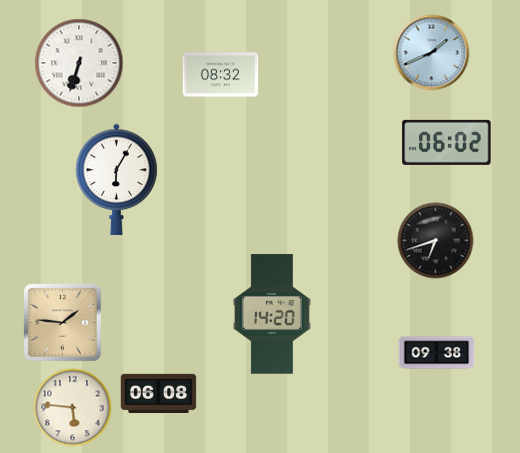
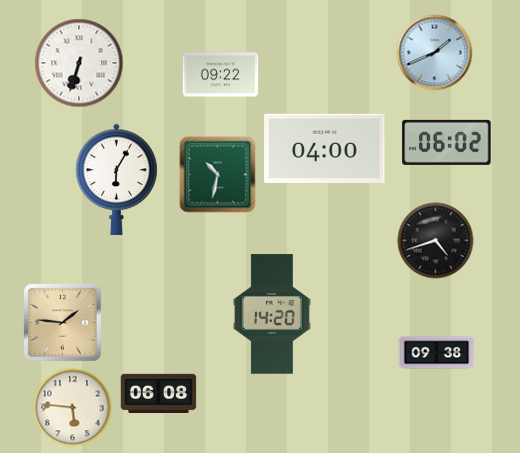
clock at (432, 53) position: (432, 53) -> (435, 53)
clock at (221, 75): 08:32 -> 09:22
clock at (325, 148): none -> 04:00
clock at (218, 175): none -> 10:32
clock at (436, 241): 6:42 -> 4:42
